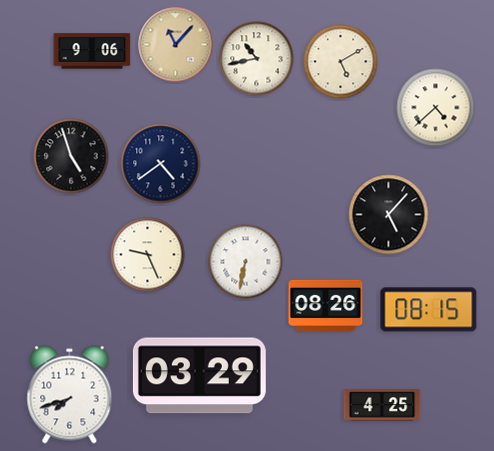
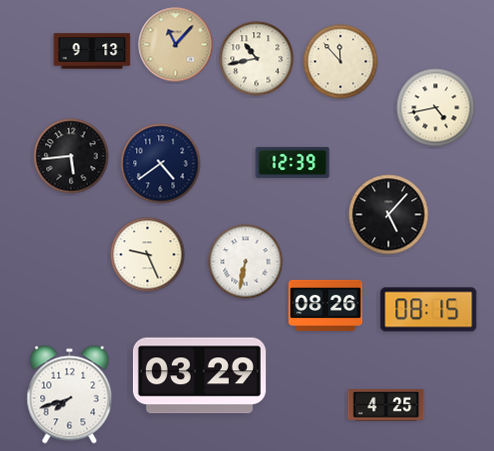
clock at (92, 51): 9:06 -> 9:13
clock at (341, 62): 5:10 -> 11:53
clock at (436, 108): 4:38 -> 4:43
clock at (71, 156): 4:57 -> 5:44
clock at (293, 162): none -> 12:39
clock at (382, 405) position: (382, 405) -> (386, 405)
